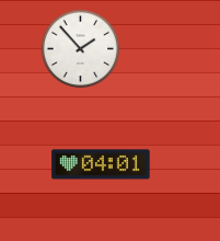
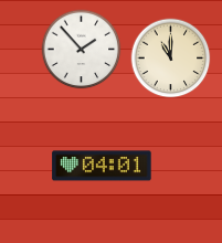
clock at (171, 59): none -> 11:00
